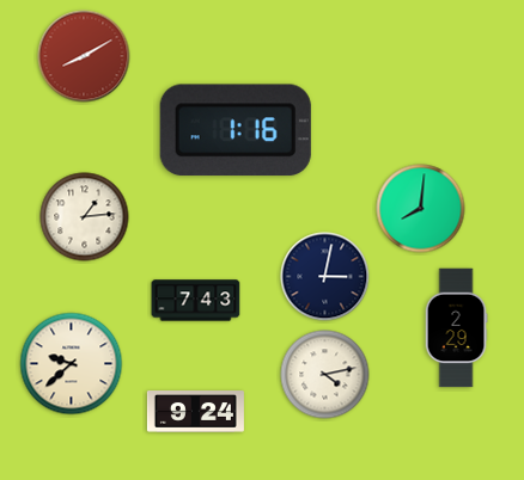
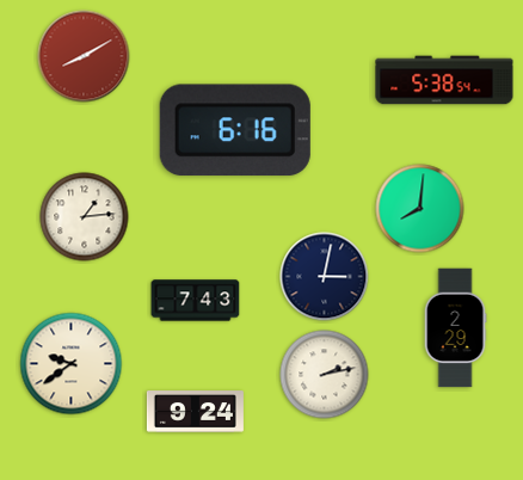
clock at (444, 80): none -> 5:38
clock at (236, 130): 1:16 -> 6:16
clock at (72, 364): 9:38 -> 9:39
clock at (325, 375): 4:13 -> 2:13
